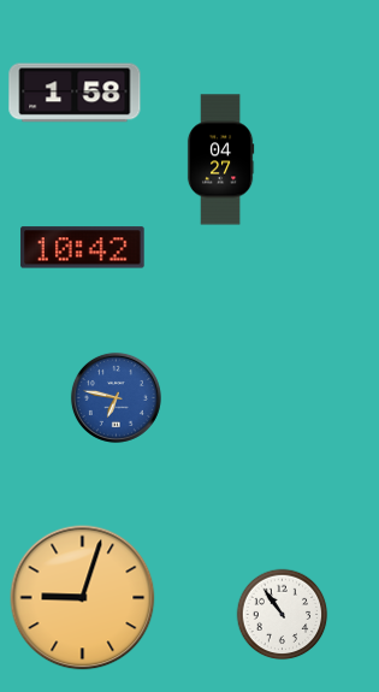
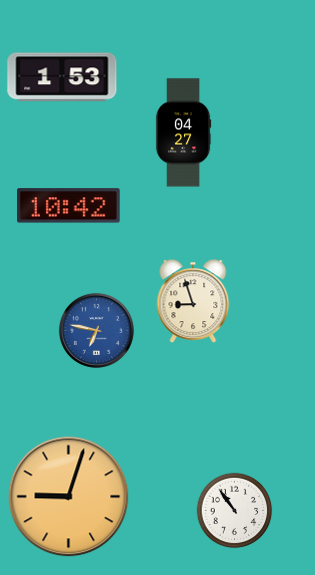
clock at (75, 93): 1:58 -> 1:53
clock at (193, 301): none -> 8:57
